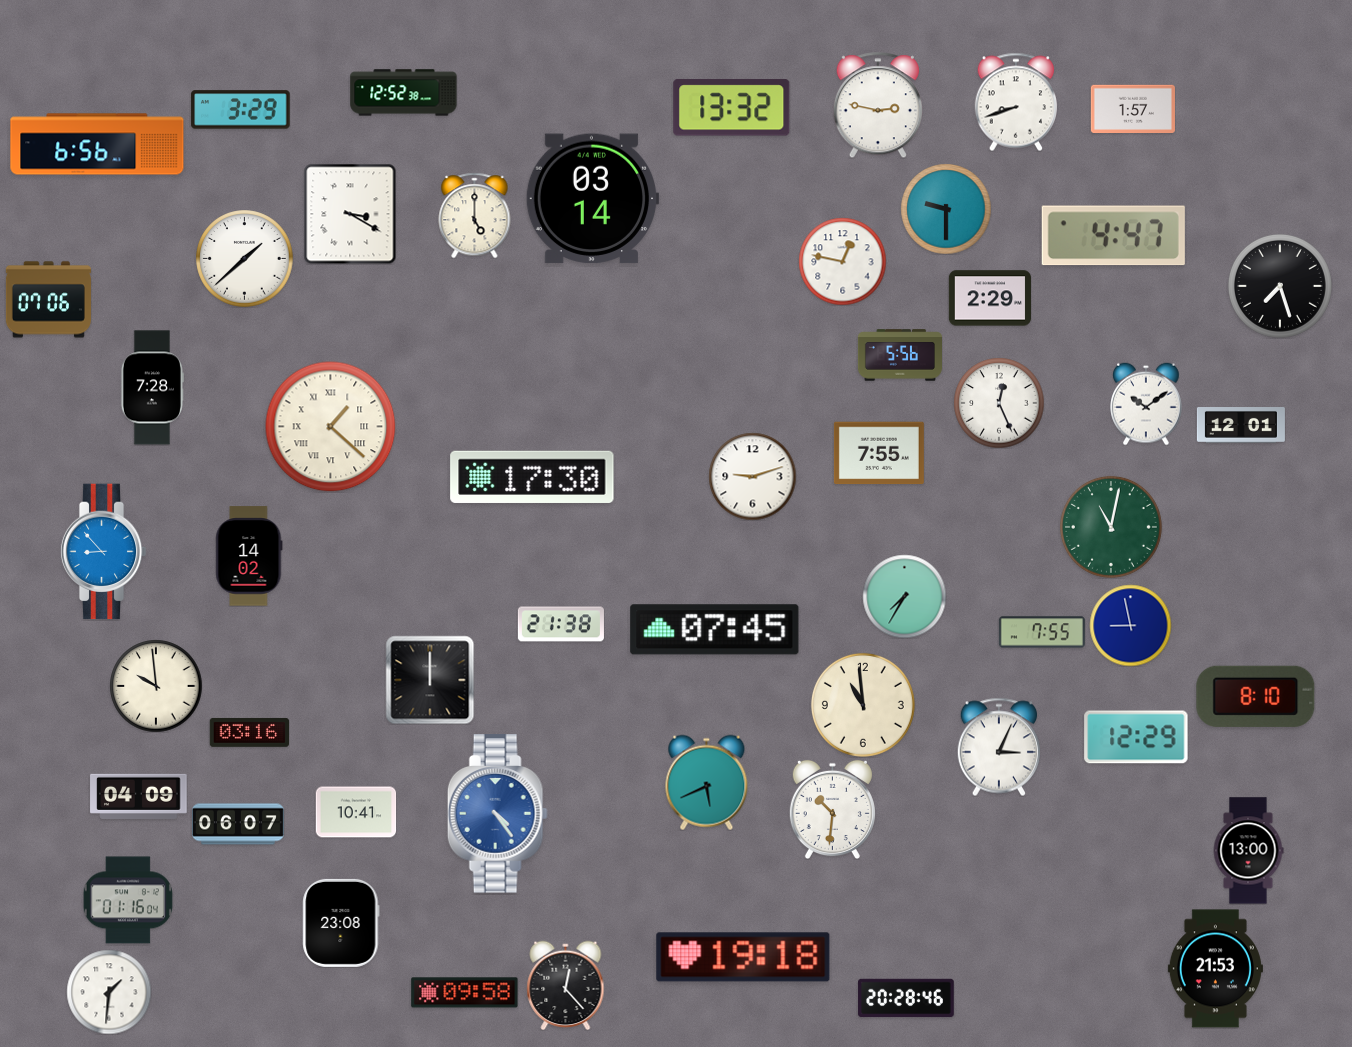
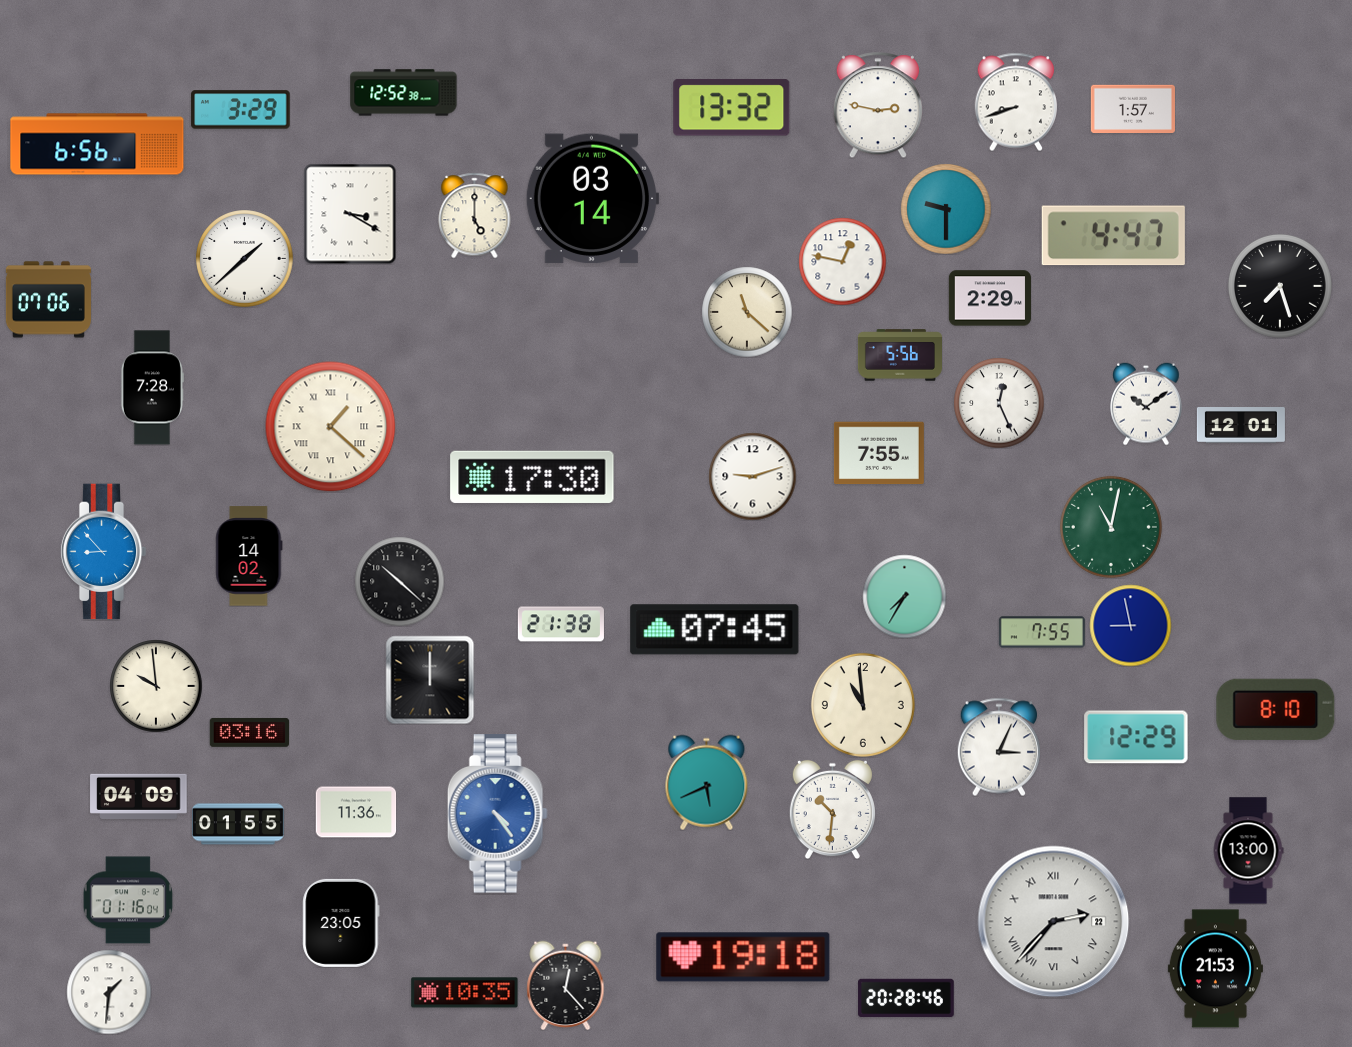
clock at (747, 312): none -> 11:22
clock at (399, 581): none -> 10:22
clock at (1256, 696) position: (1256, 696) -> (1276, 709)
clock at (356, 812): 10:41 -> 11:36
clock at (239, 824): 06:07 -> 01:55
clock at (1054, 922): none -> 2:37
clock at (341, 923): 23:08 -> 23:05
clock at (465, 993): 09:58 -> 10:35
